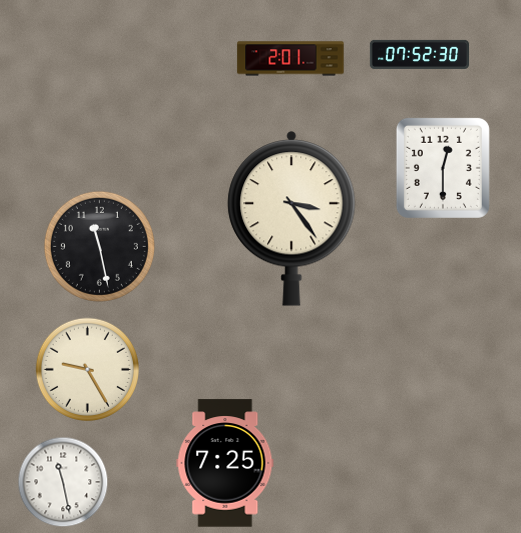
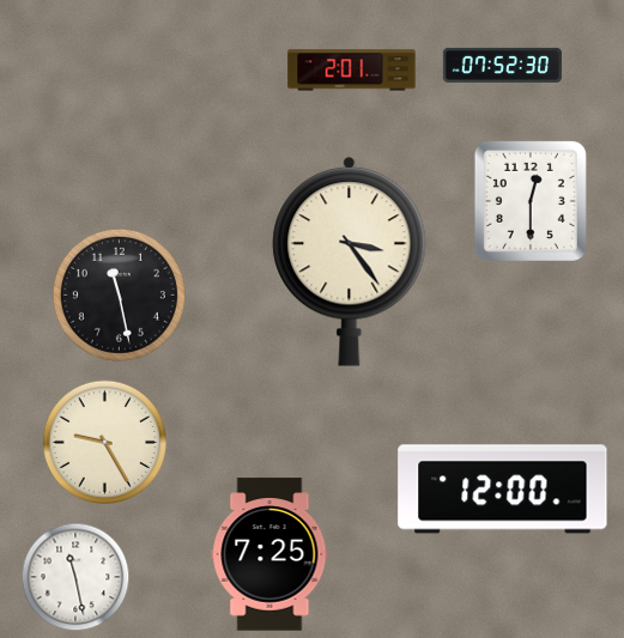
clock at (291, 59) position: (291, 59) -> (352, 71)
clock at (503, 490): none -> 12:00
